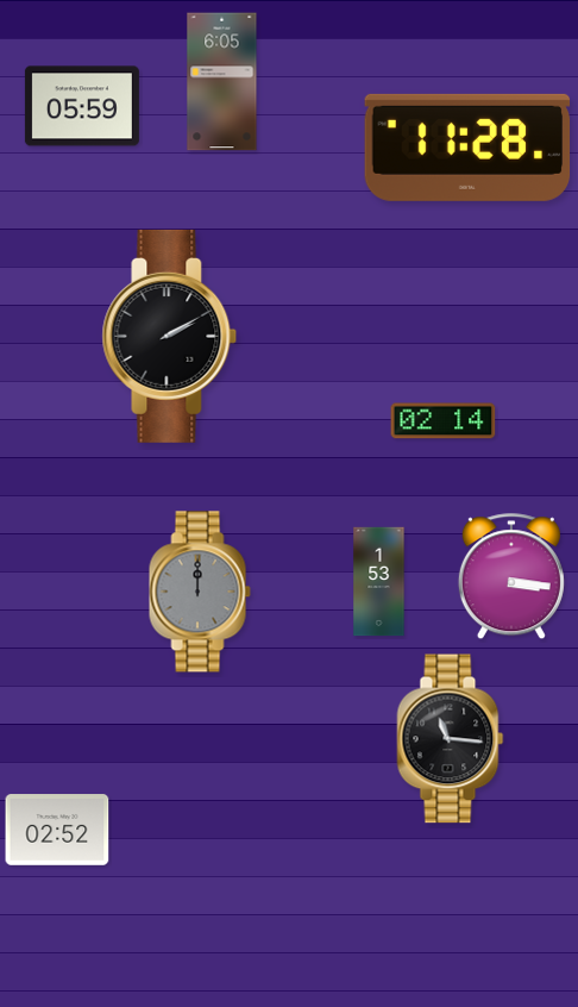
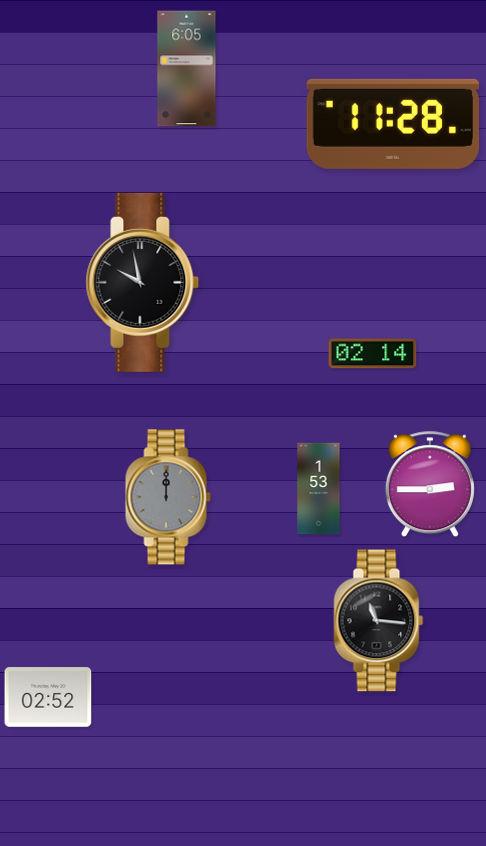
clock at (82, 106): 05:59 -> none
clock at (170, 336): 2:10 -> 9:58
clock at (511, 577): 3:16 -> 2:45
